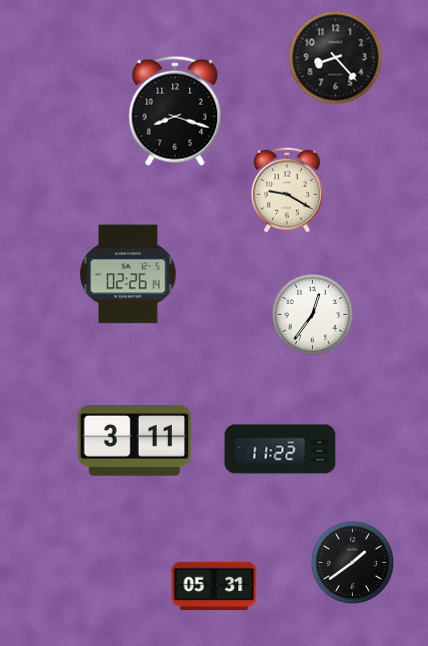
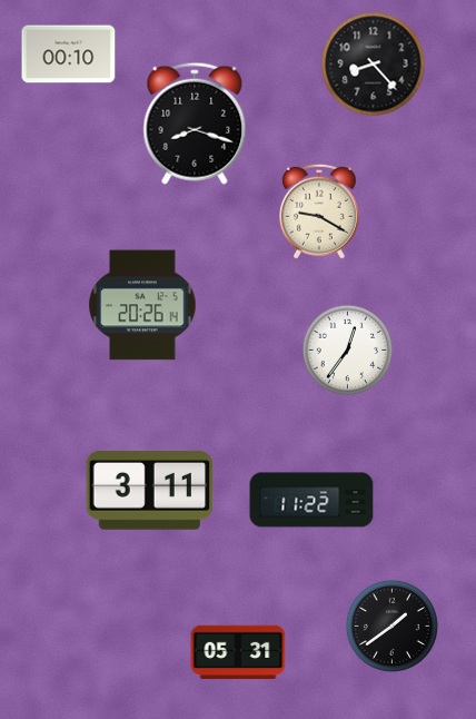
clock at (69, 55): none -> 00:10
clock at (128, 274): 02:26 -> 20:26
